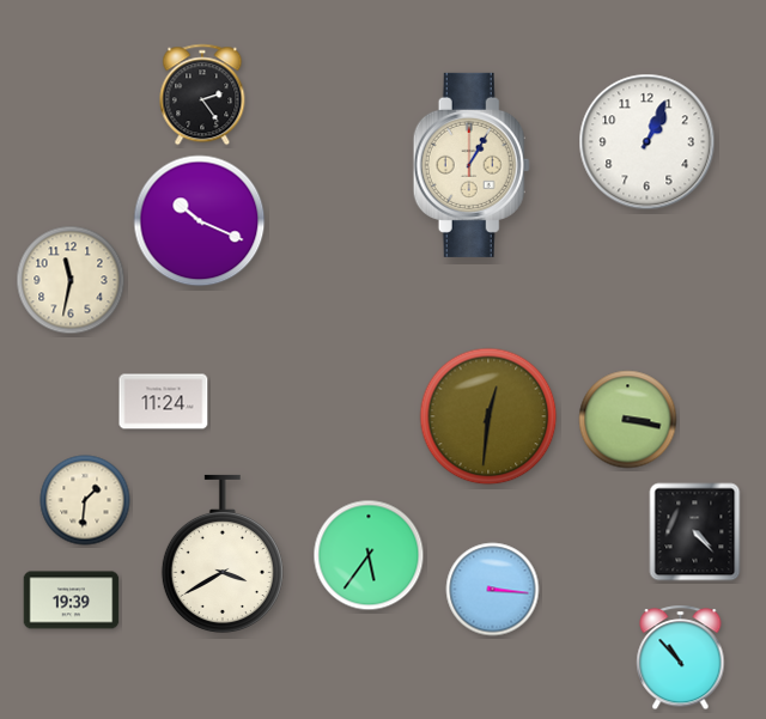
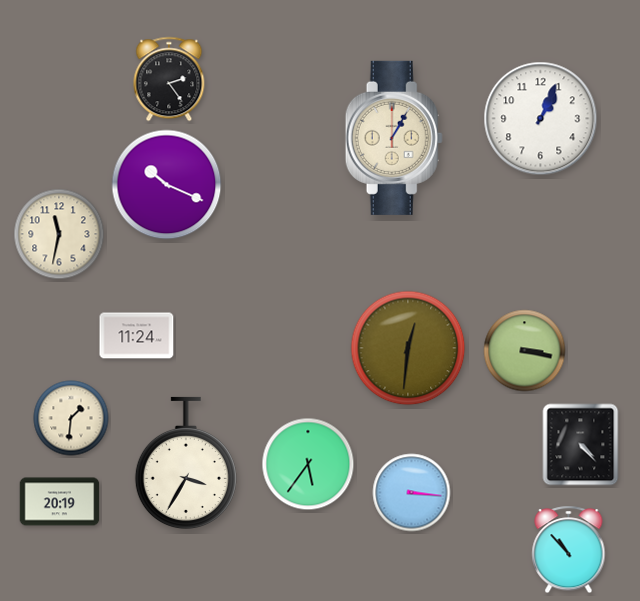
clock at (223, 554): 3:40 -> 3:35
clock at (72, 601): 19:39 -> 20:19
